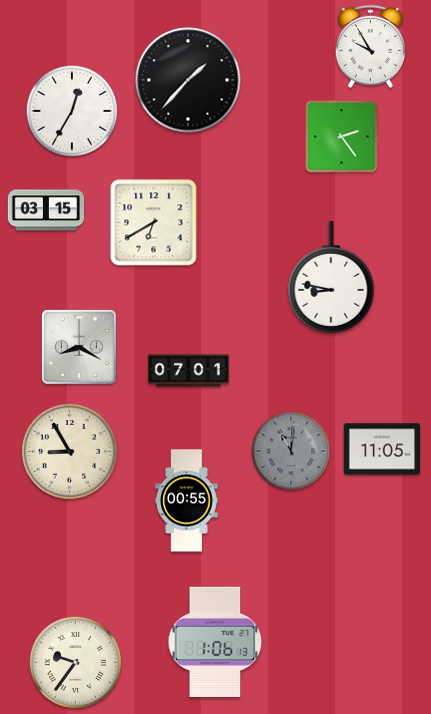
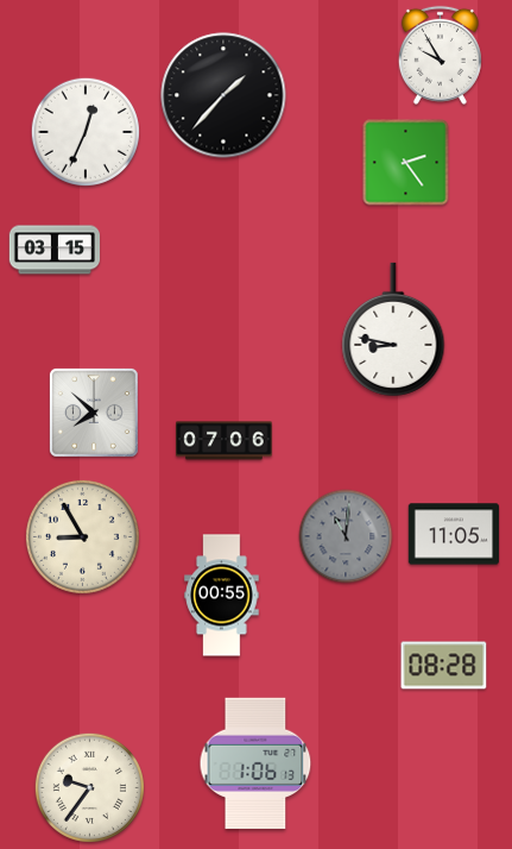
clock at (71, 110): 12:35 -> 12:34
clock at (154, 223): 6:40 -> none
clock at (79, 347): 8:20 -> 7:52
clock at (189, 371): 07:01 -> 07:06
clock at (444, 666): none -> 08:28
